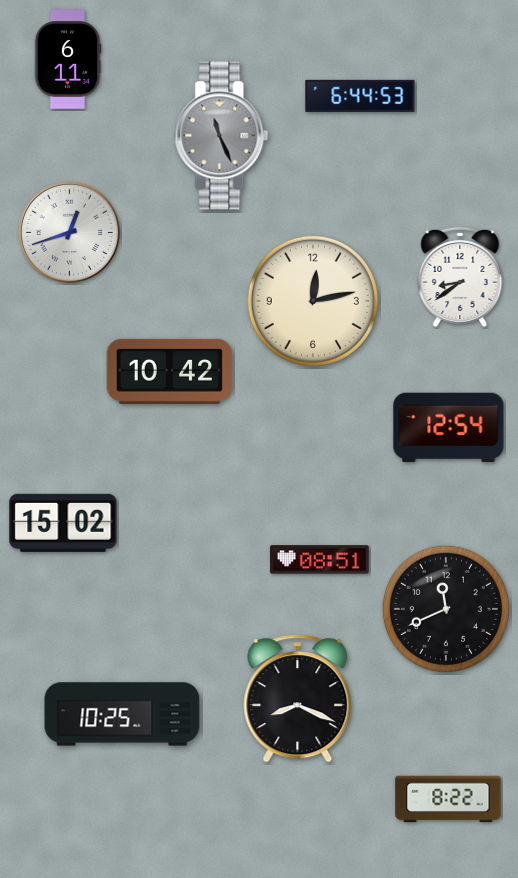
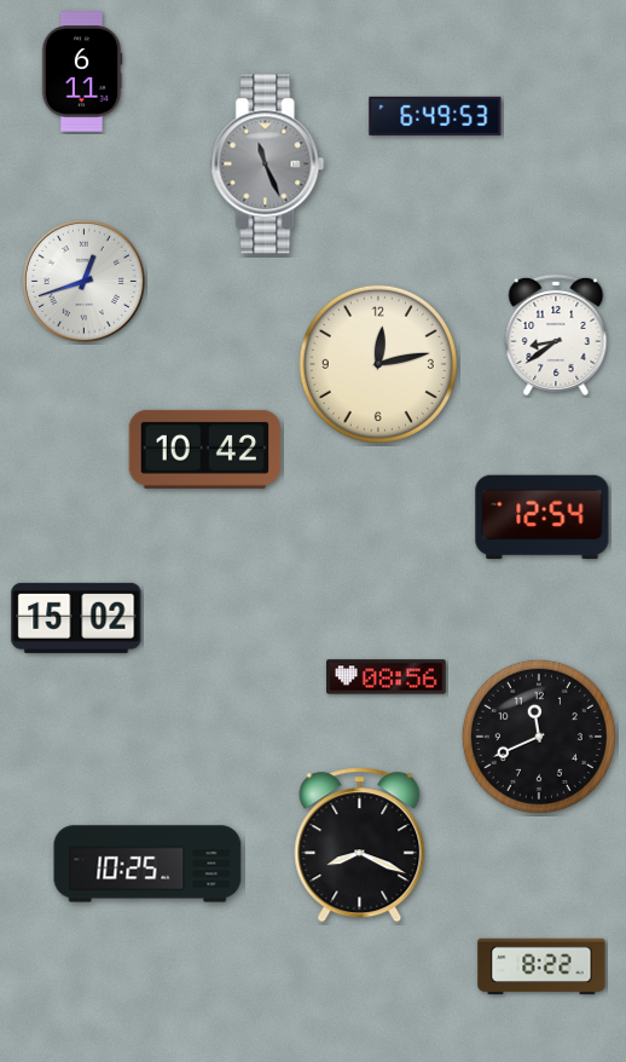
clock at (360, 96): 6:44 -> 6:49
clock at (63, 523) position: (63, 523) -> (76, 618)
clock at (320, 560): 08:51 -> 08:56
